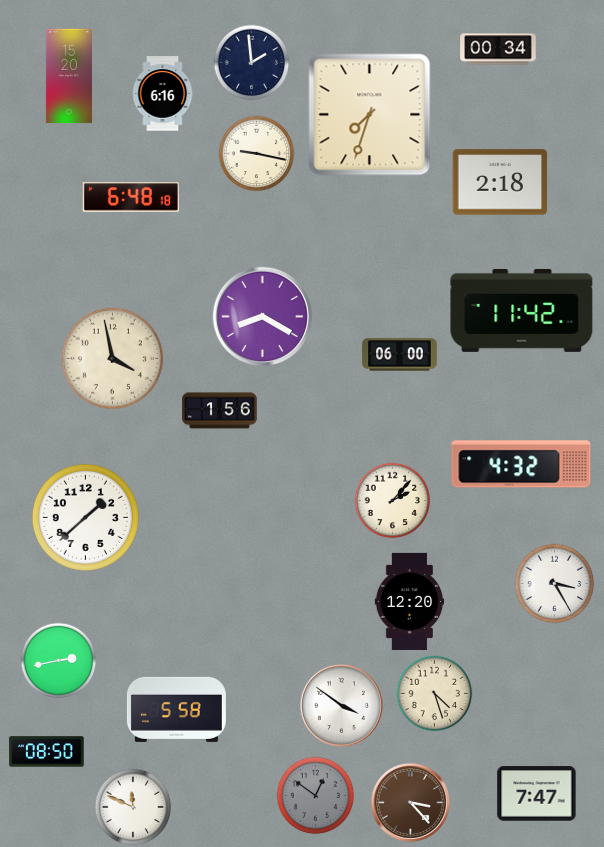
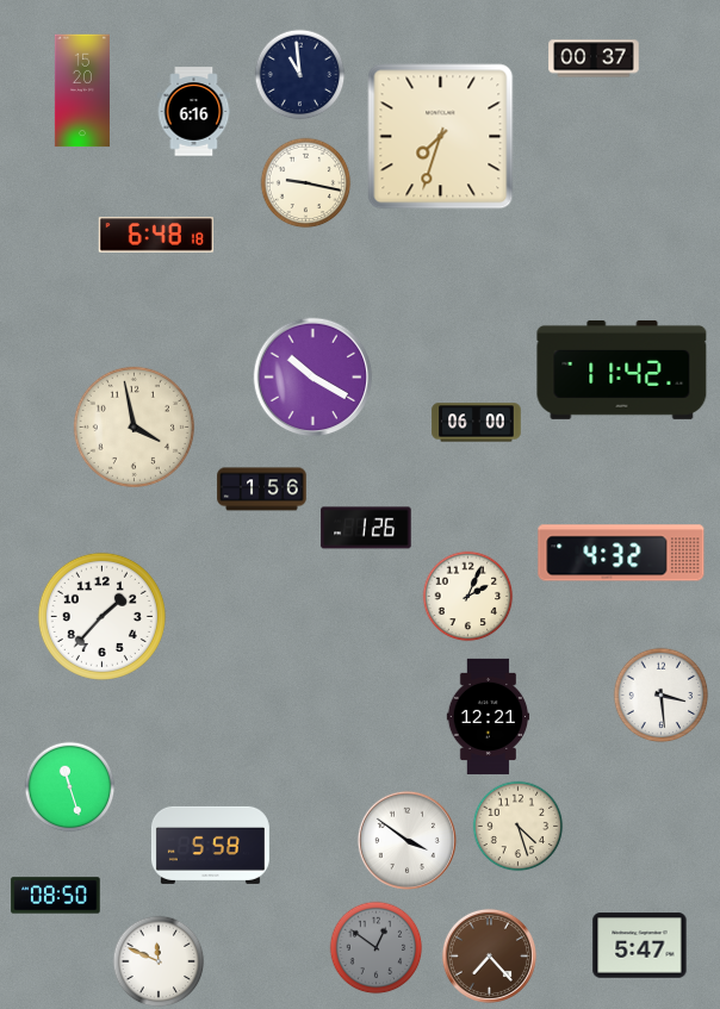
clock at (498, 49): 00:34 -> 00:37
clock at (252, 63): 1:59 -> 10:59
clock at (500, 182): 2:18 -> none
clock at (263, 317): 8:20 -> 10:20
clock at (366, 528): none -> 1:26
clock at (393, 501): 2:07 -> 2:04
clock at (85, 517): 1:38 -> 1:37
clock at (555, 584): 3:25 -> 3:29
clock at (410, 601): 12:20 -> 12:21
clock at (59, 661): 2:43 -> 11:27
clock at (537, 794): 7:47 -> 5:47
clock at (410, 802): 3:23 -> 7:23
